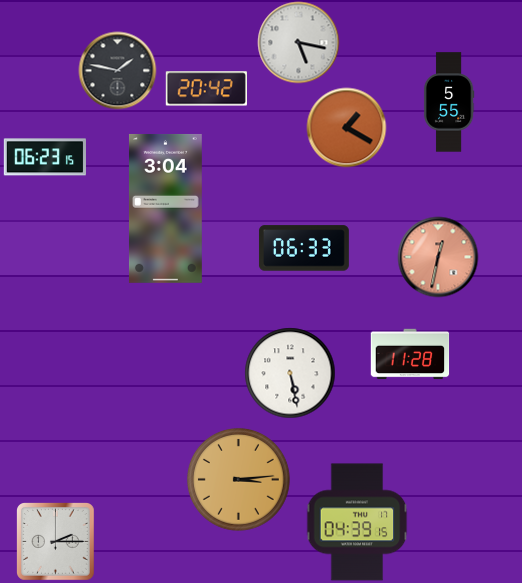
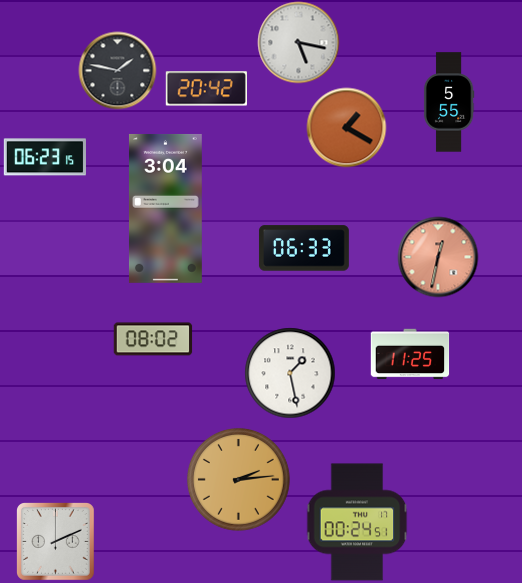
clock at (153, 339): none -> 08:02
clock at (410, 354): 11:28 -> 11:25
clock at (290, 373): 5:28 -> 1:28
clock at (238, 479): 3:14 -> 2:14
clock at (357, 522): 04:39 -> 00:24
clock at (56, 542): 2:15 -> 2:11
